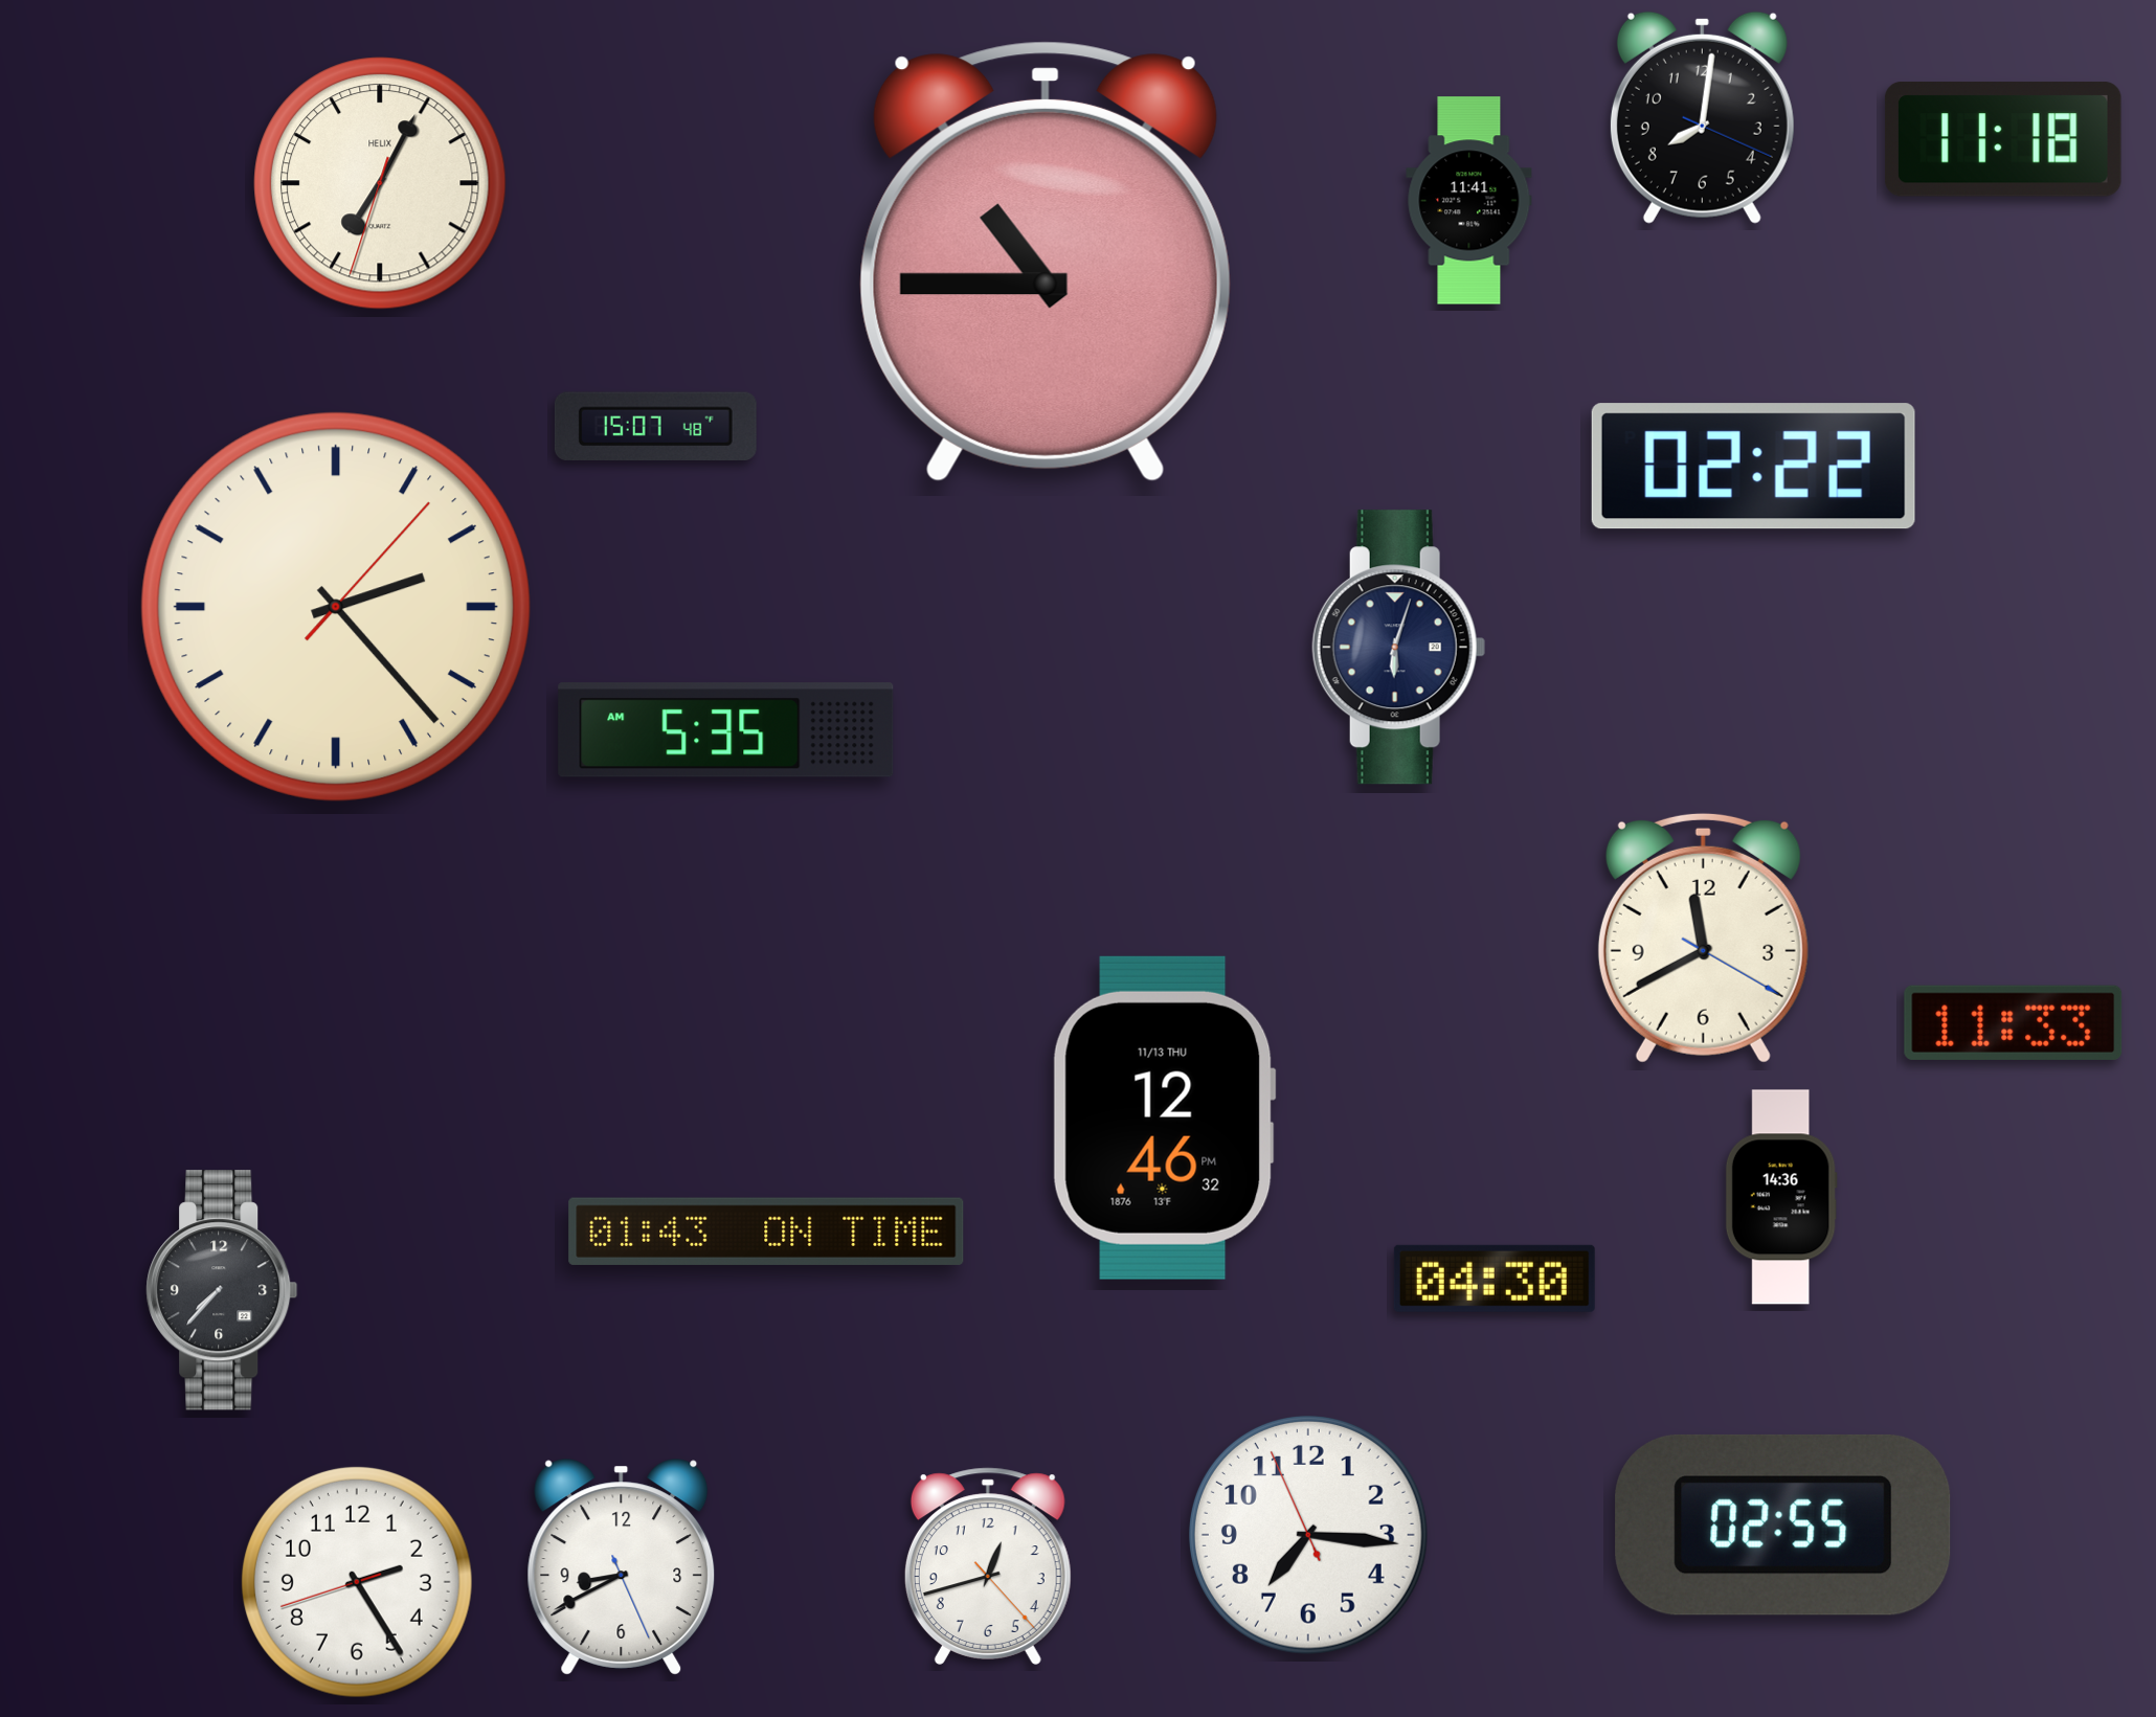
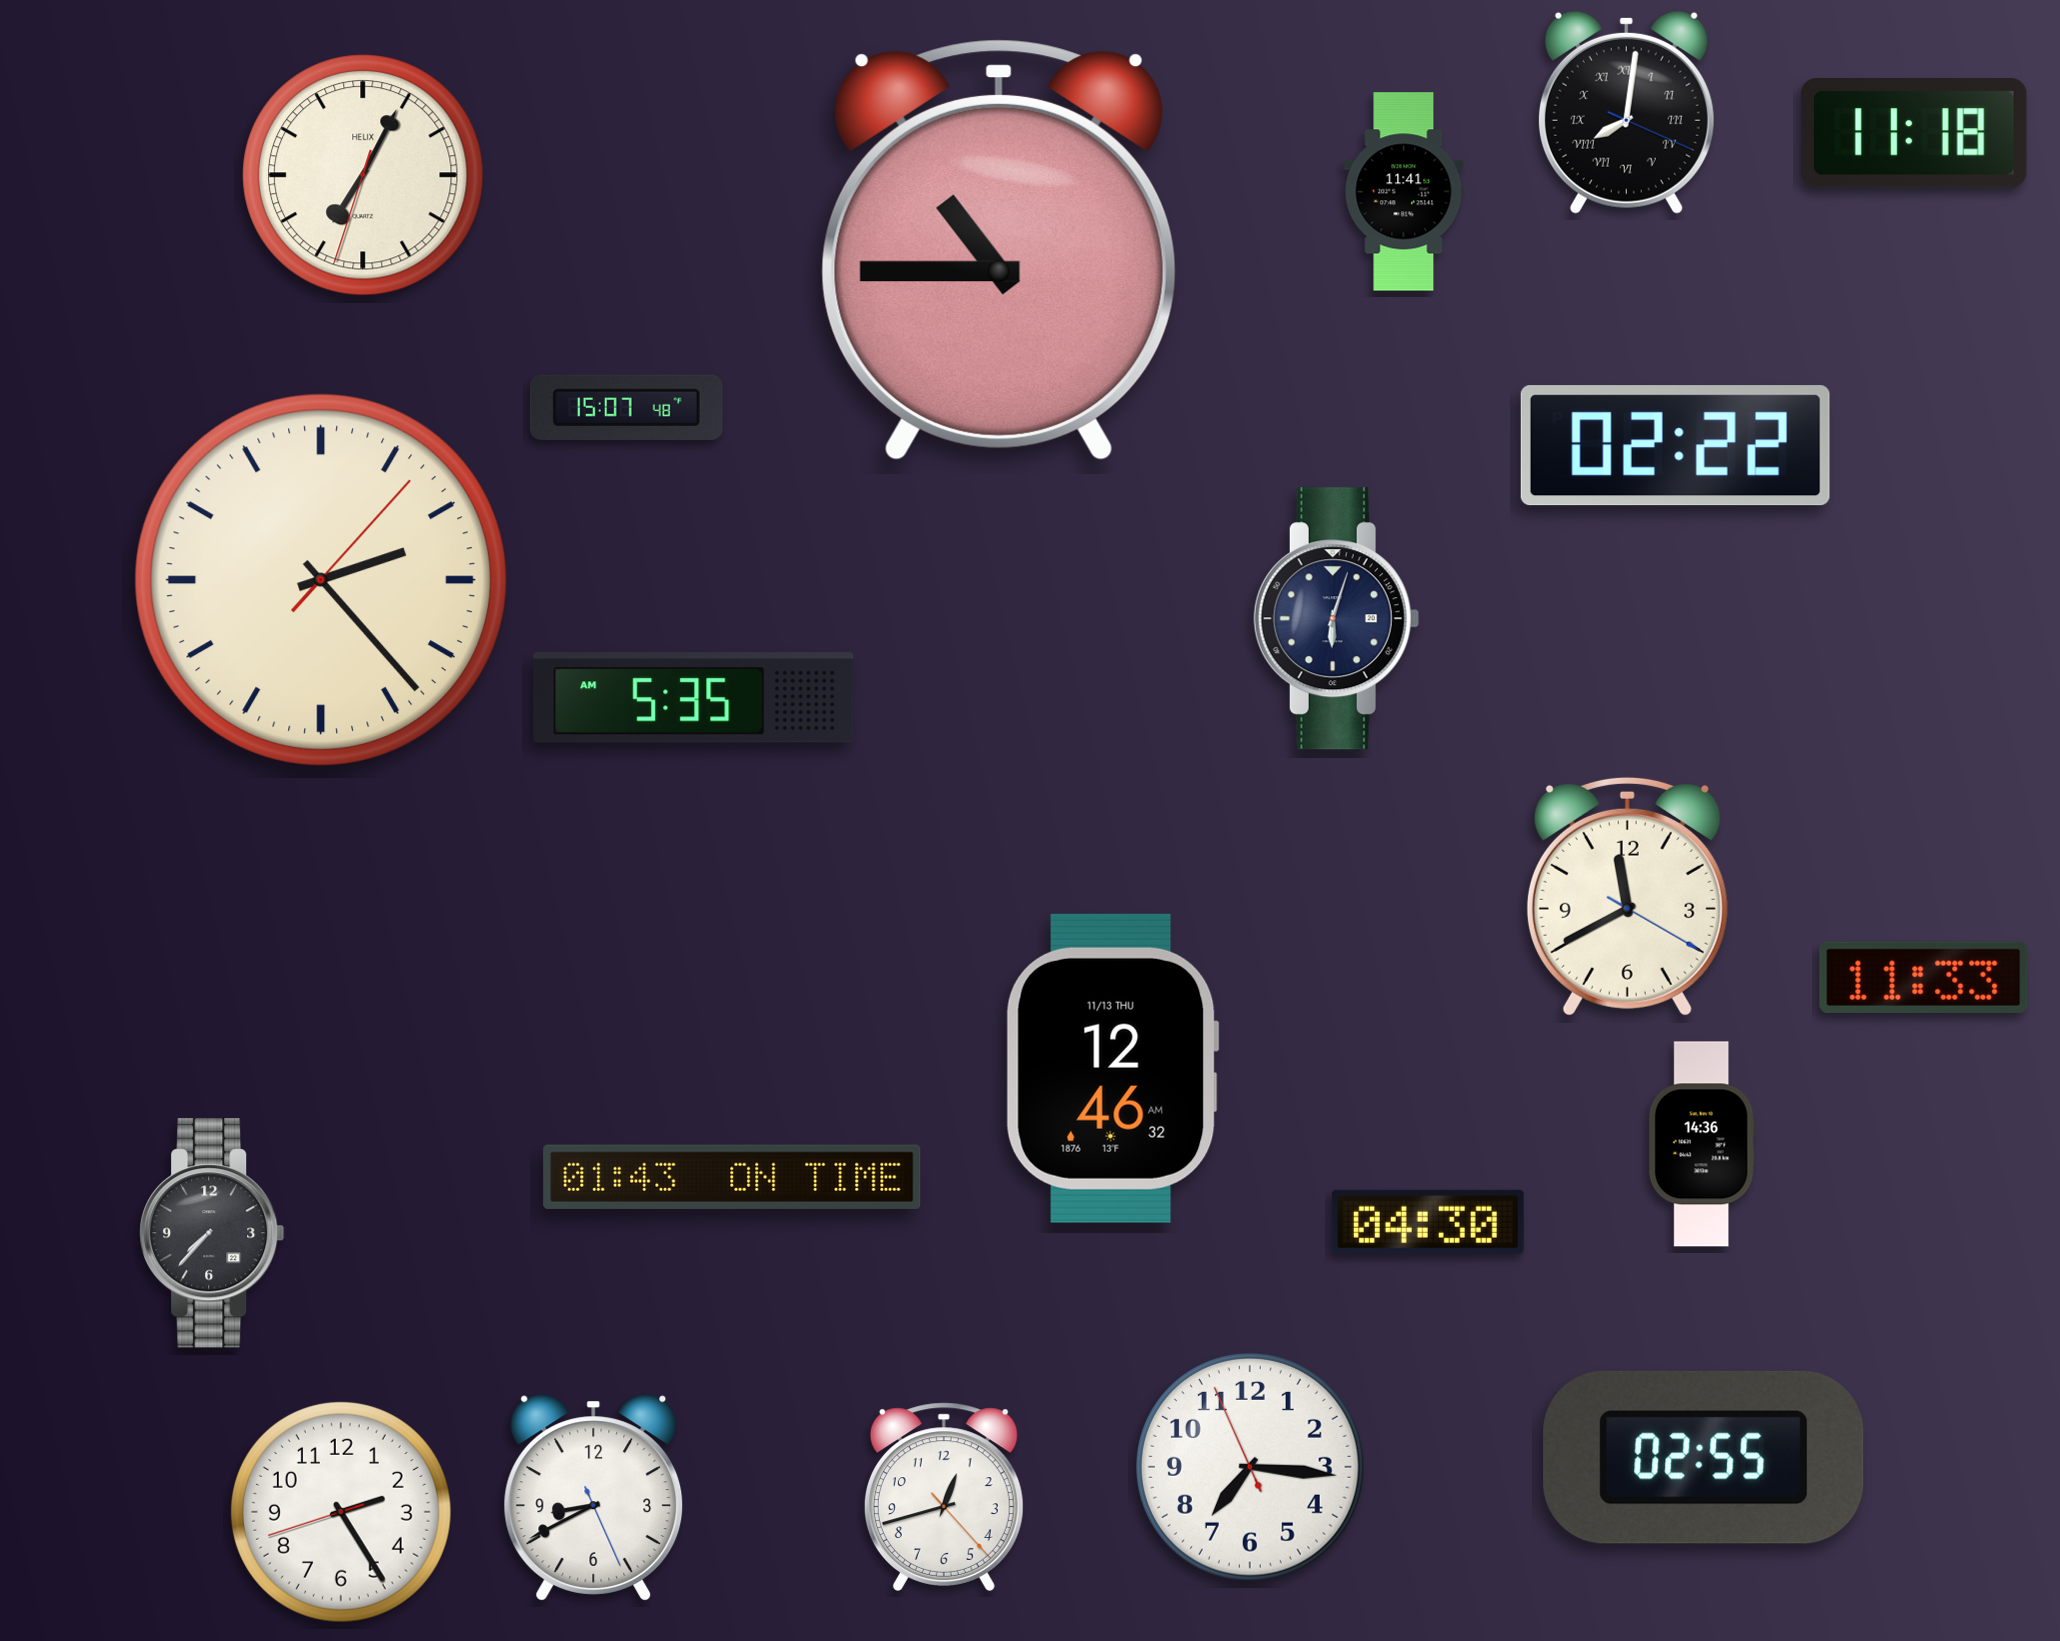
clock at (1702, 117) numerals: Arabic -> Roman
clock at (1164, 1117): 12:46:32 PM -> 12:46:32 AM
